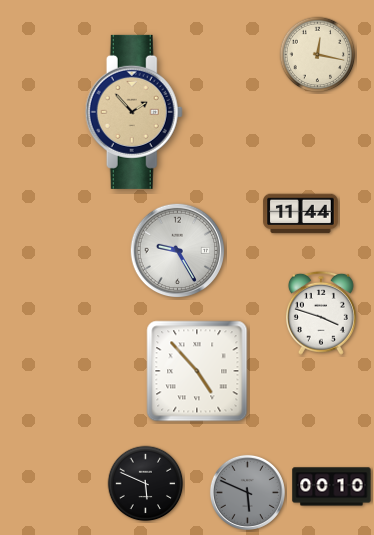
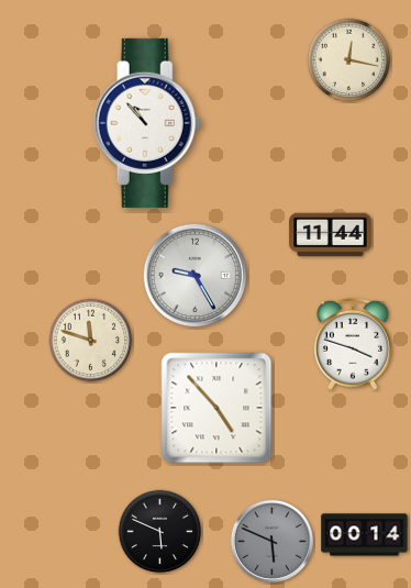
clock at (134, 112): 1:53 -> 10:53
clock at (134, 112) dial: champagne -> white
clock at (91, 341): none -> 11:48
clock at (332, 487): 00:10 -> 00:14
